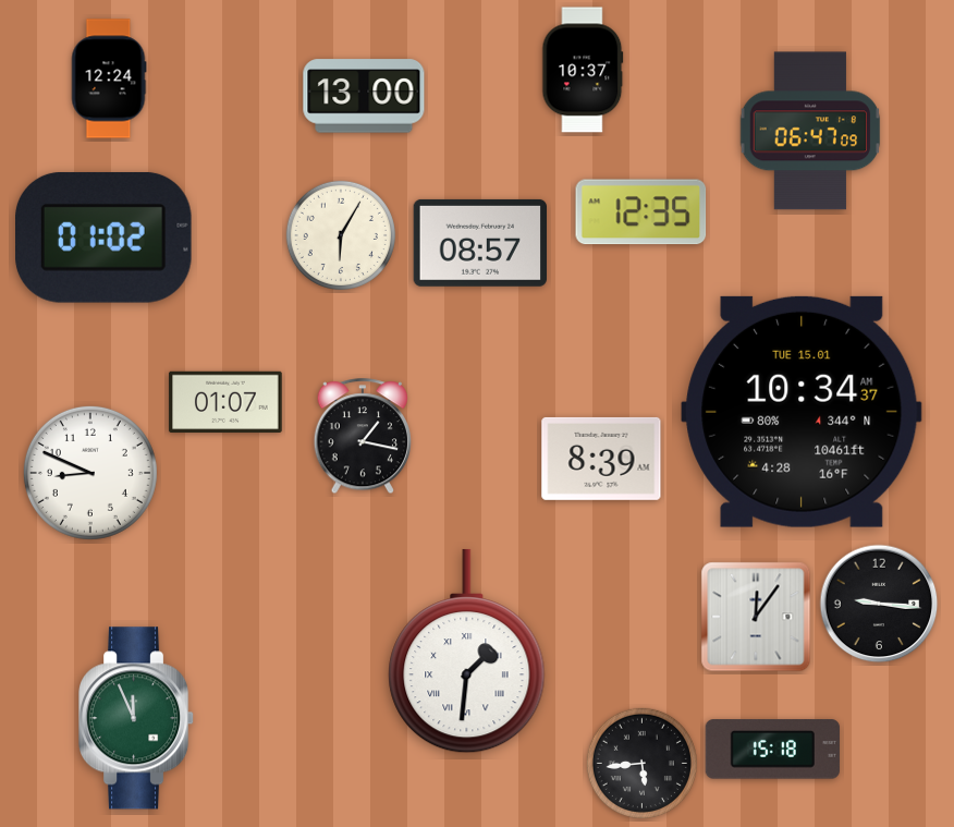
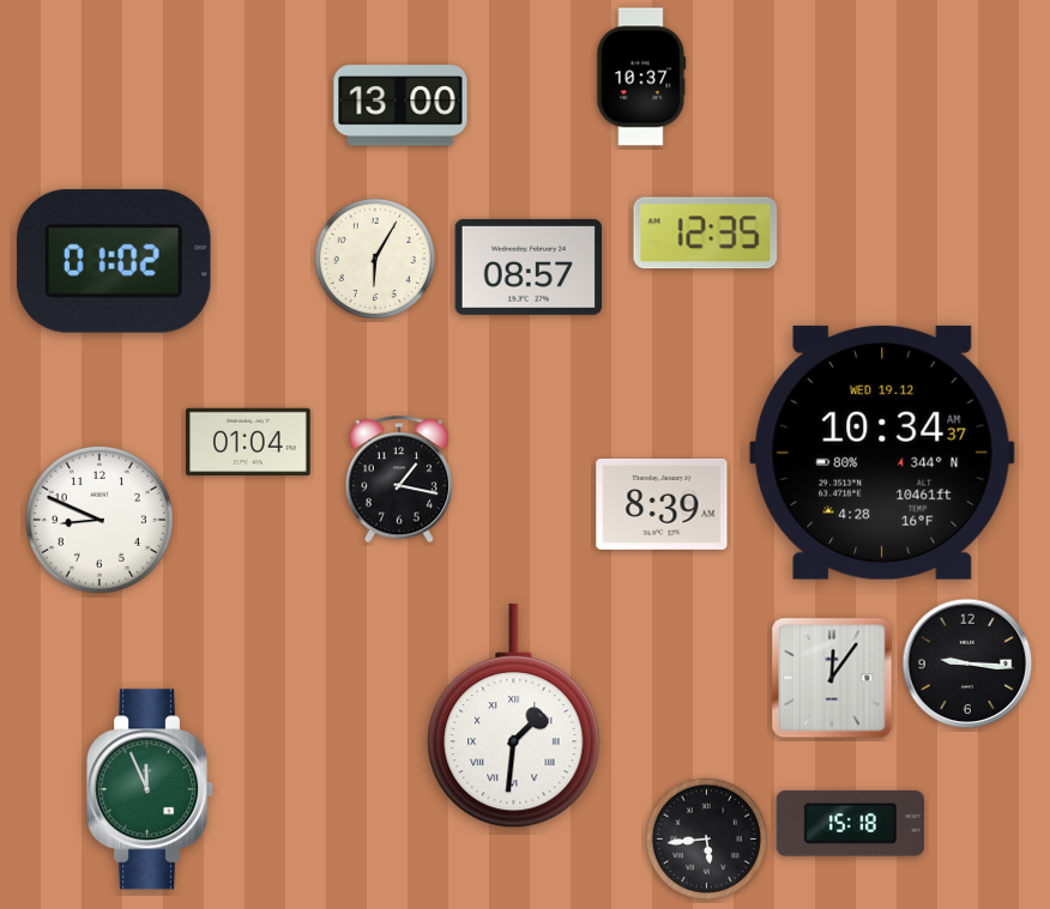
clock at (109, 78): 12:24 -> none
clock at (810, 131): 06:47 -> none
clock at (225, 401): 01:07 -> 01:04
clock at (802, 412) date: TUE 15.01 -> WED 19.12
